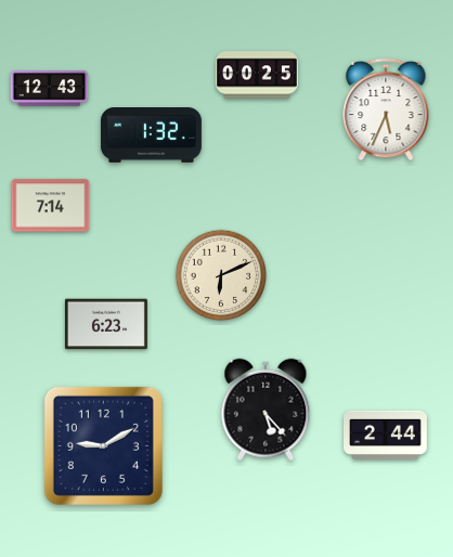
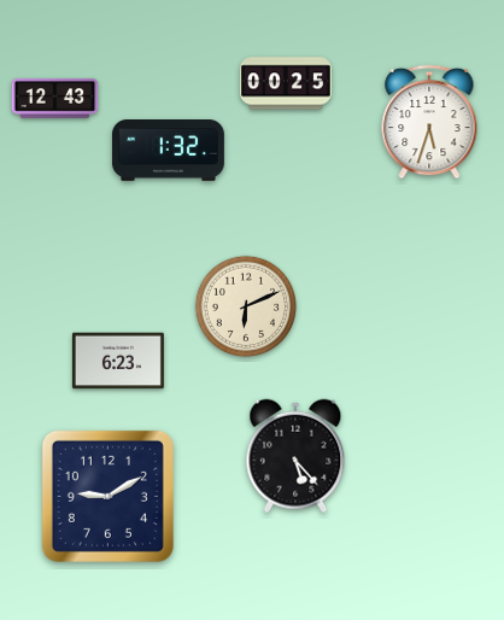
clock at (386, 109): 5:34 -> 5:33
clock at (51, 206): 7:14 -> none
clock at (386, 435): 2:44 -> none
clock at (103, 445) position: (103, 445) -> (107, 496)
